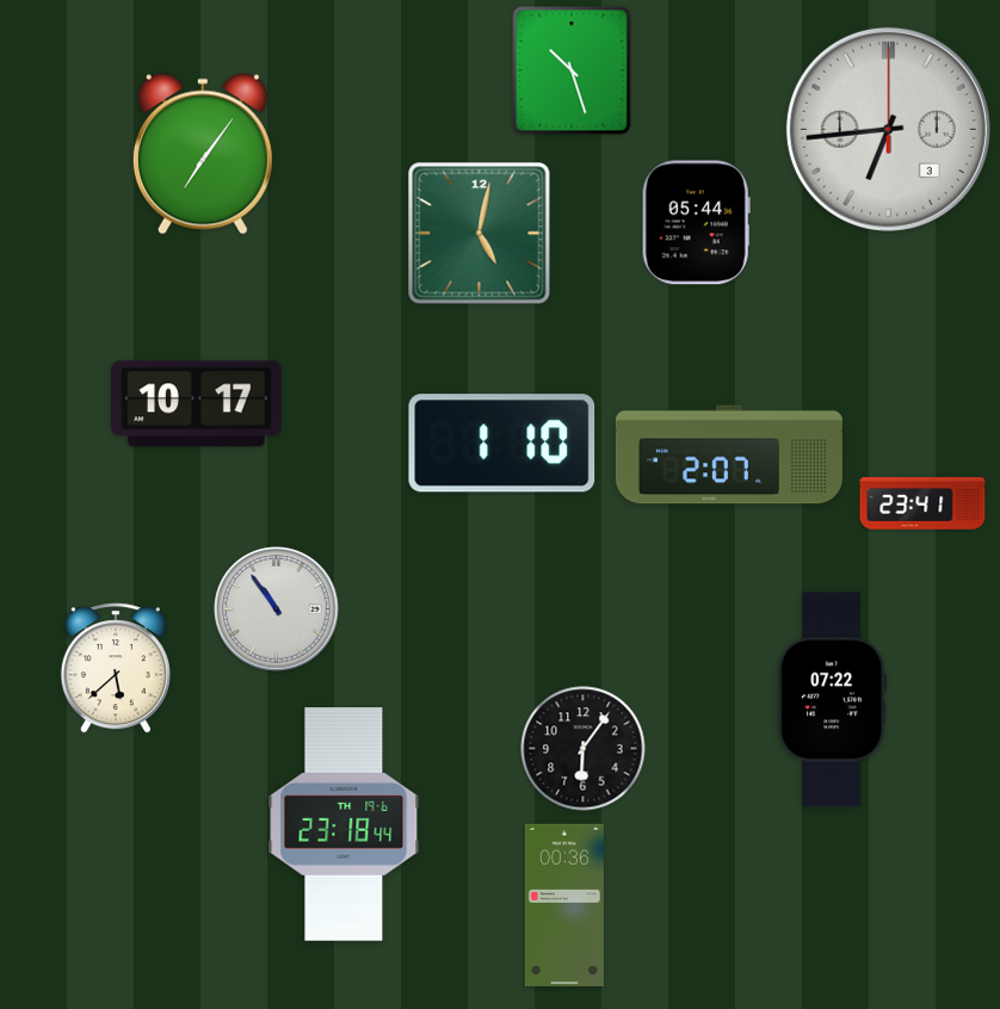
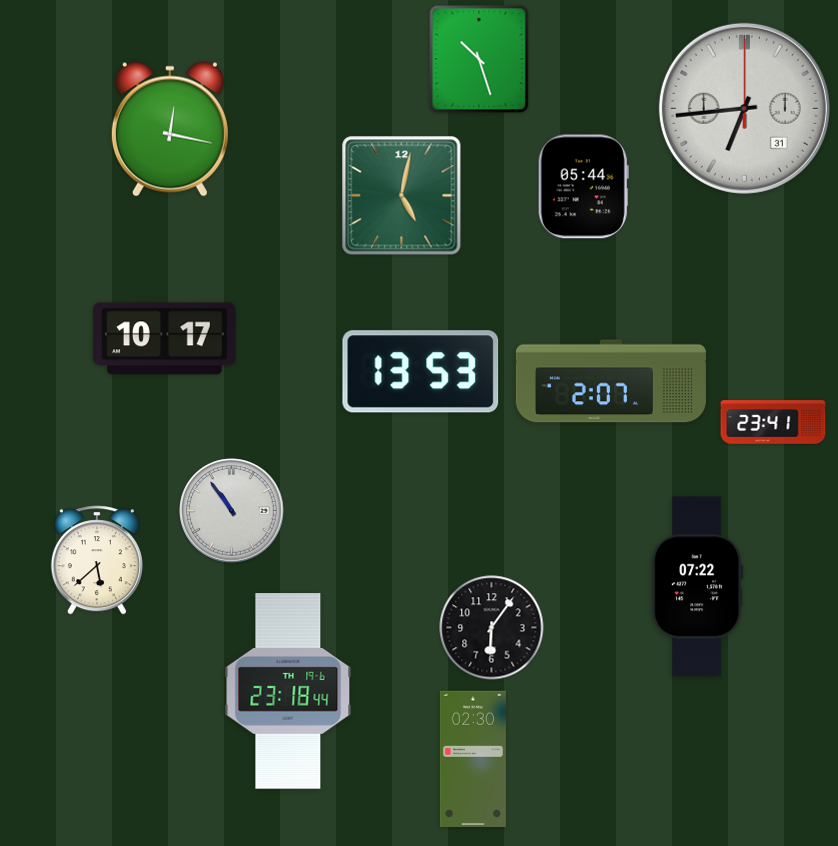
clock at (888, 129) date: 3 -> 31
clock at (203, 154): 7:06 -> 12:17
clock at (502, 444): 1:10 -> 13:53
clock at (584, 749) position: (584, 749) -> (492, 628)
clock at (564, 905): 00:36 -> 02:30
